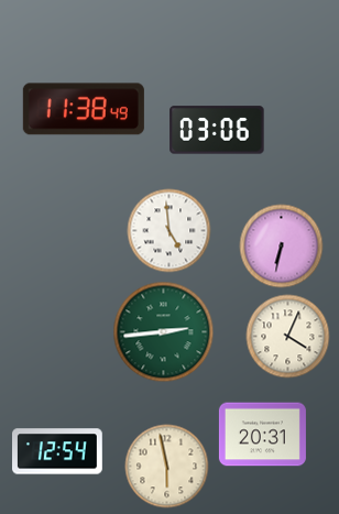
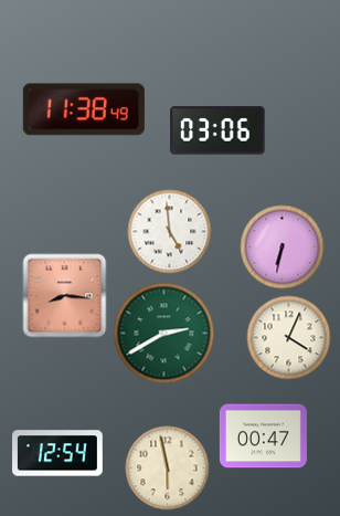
clock at (65, 296): none -> 8:16
clock at (164, 332): 2:44 -> 2:40
clock at (262, 435): 20:31 -> 00:47
